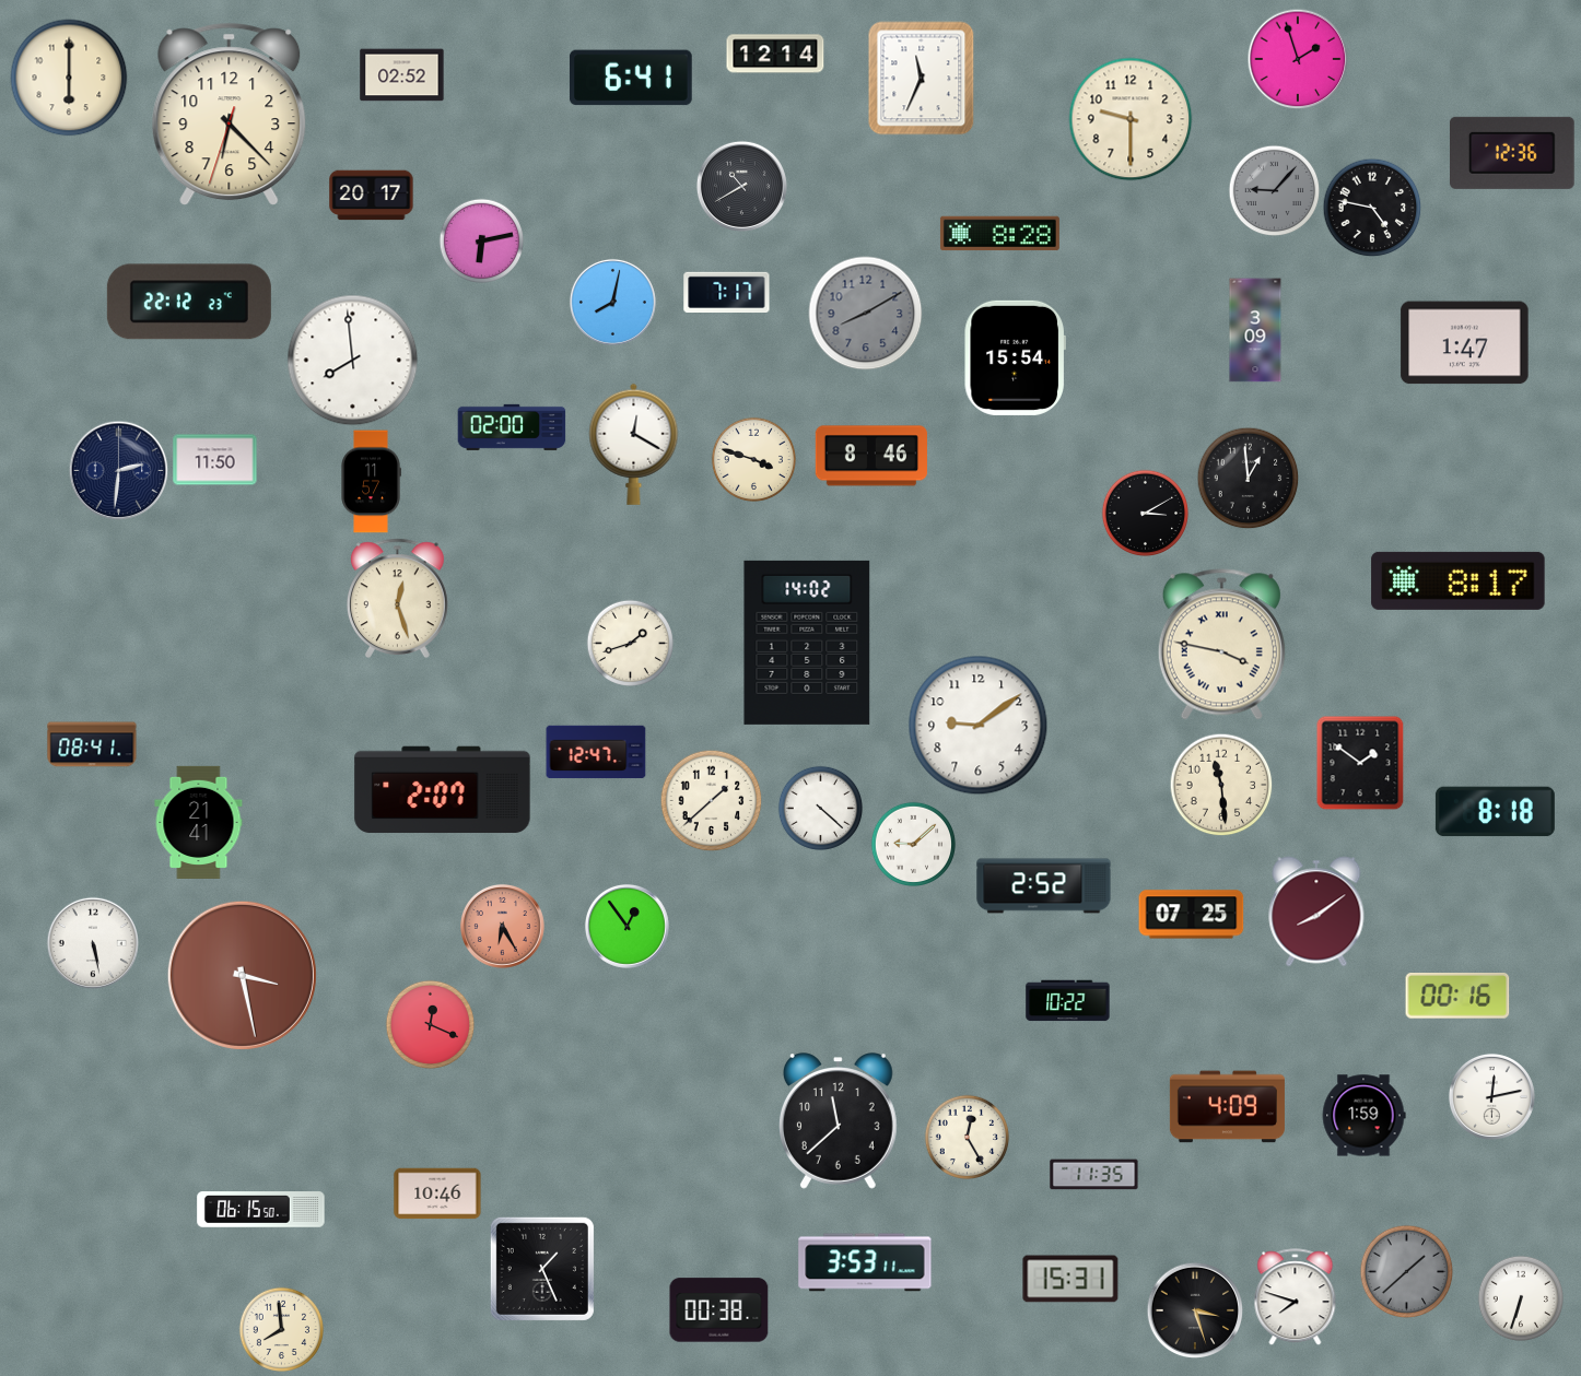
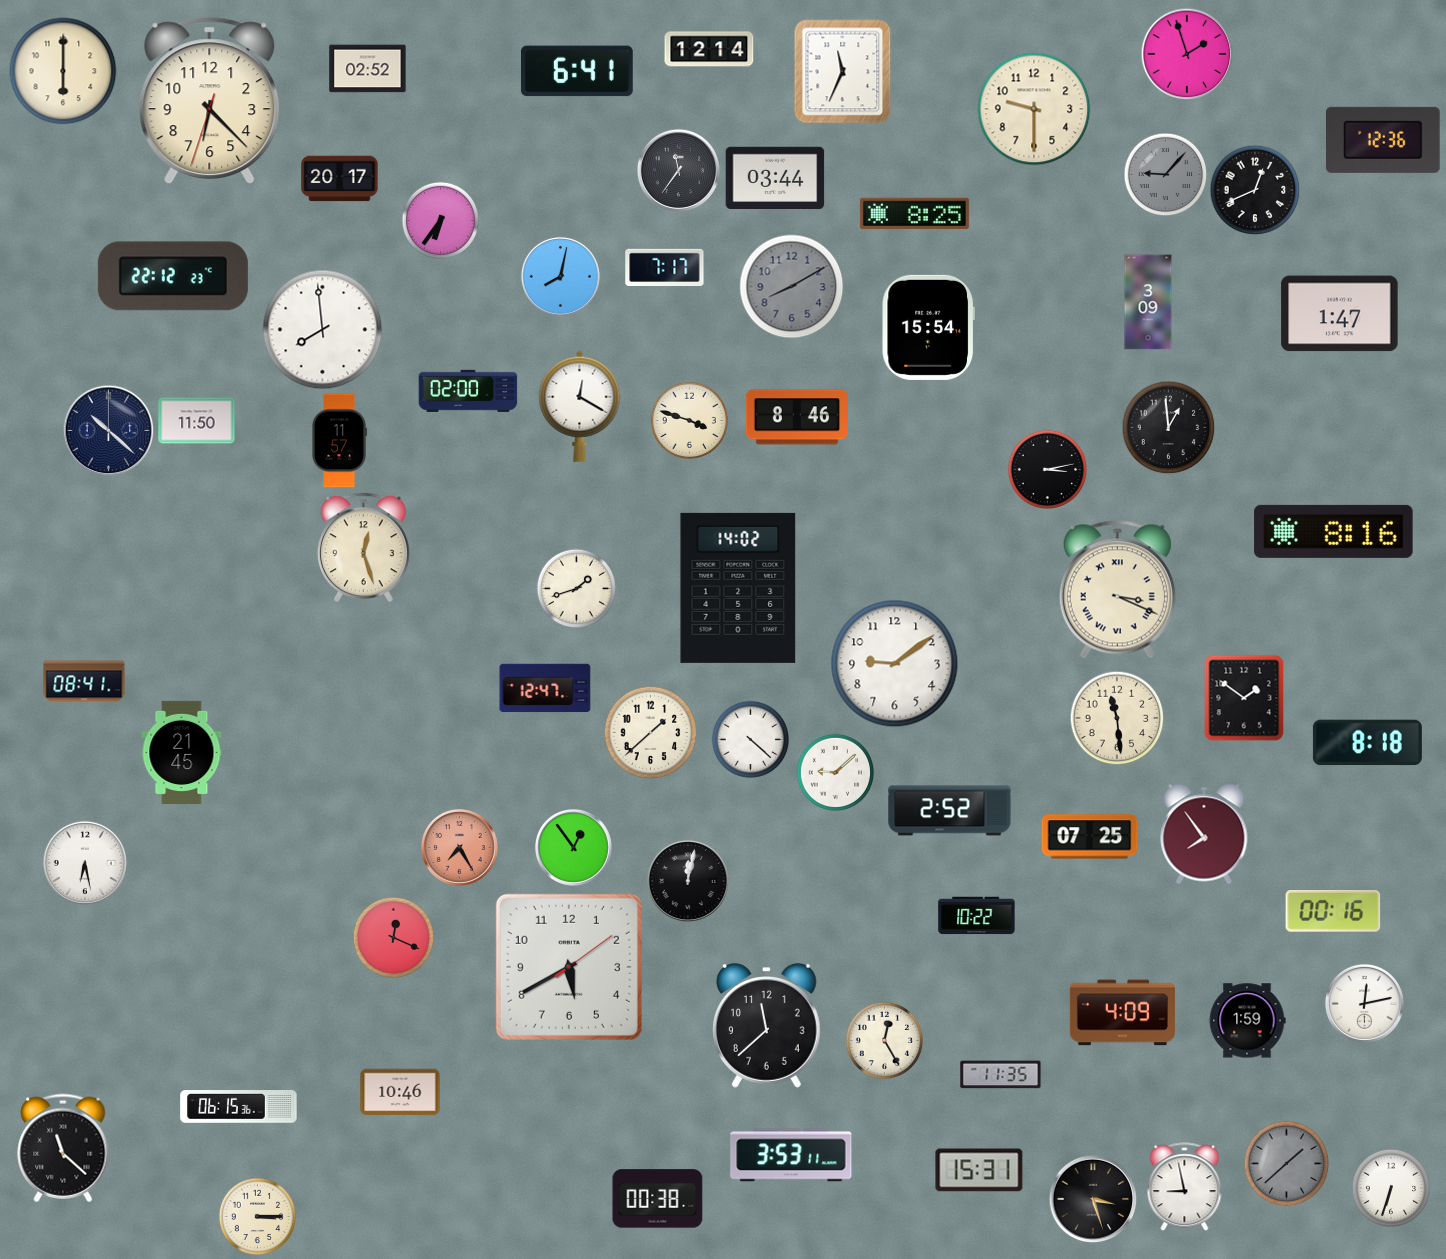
clock at (230, 115) position: (230, 115) -> (210, 101)
clock at (741, 186): 10:40 -> 11:36
clock at (775, 177): none -> 03:44
clock at (1372, 208): 4:47 -> 12:41
clock at (999, 234): 8:28 -> 8:25
clock at (481, 240): 6:13 -> 6:36
clock at (118, 470): 2:31 -> 10:22
clock at (1248, 478) position: (1248, 478) -> (1168, 427)
clock at (1145, 513): 3:10 -> 3:13
clock at (1459, 580): 8:17 -> 8:16
clock at (1221, 645): 3:47 -> 3:19
clock at (443, 790): 2:07 -> none
clock at (199, 822): 21:41 -> 21:45
clock at (1044, 886) position: (1044, 886) -> (950, 811)
clock at (1316, 912): 8:09 -> 7:54
clock at (502, 926): 6:25 -> 7:25
clock at (93, 943): 5:28 -> 6:28
clock at (688, 881): none -> 12:02
clock at (242, 975): 3:28 -> none
clock at (569, 967): none -> 5:40
clock at (261, 1210): 06:15:50 -> 06:15:36
clock at (63, 1148): none -> 11:22
clock at (542, 1269): 1:26 -> none
clock at (1296, 1297): 7:48 -> 8:58
clock at (281, 1329): 7:59 -> 3:15
